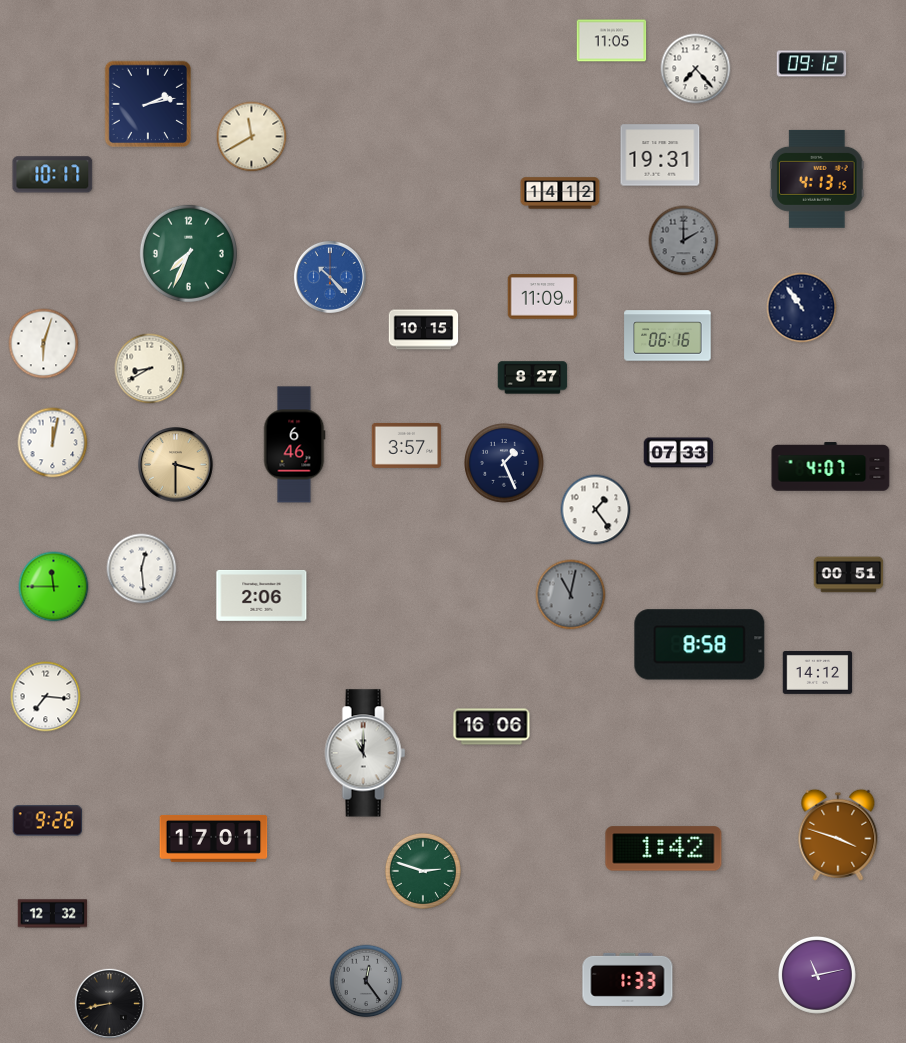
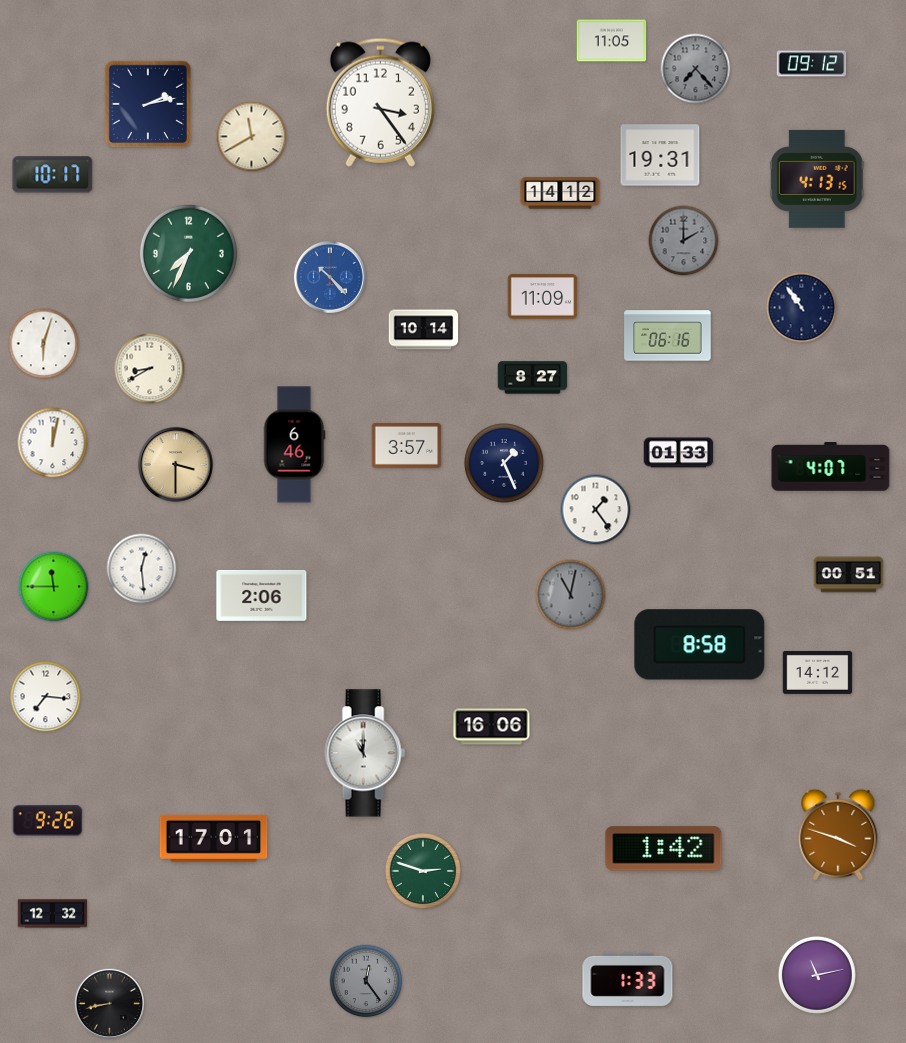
clock at (696, 69) dial: white -> grey
clock at (380, 102): none -> 3:24
clock at (424, 330): 10:15 -> 10:14
clock at (679, 453): 07:33 -> 01:33
